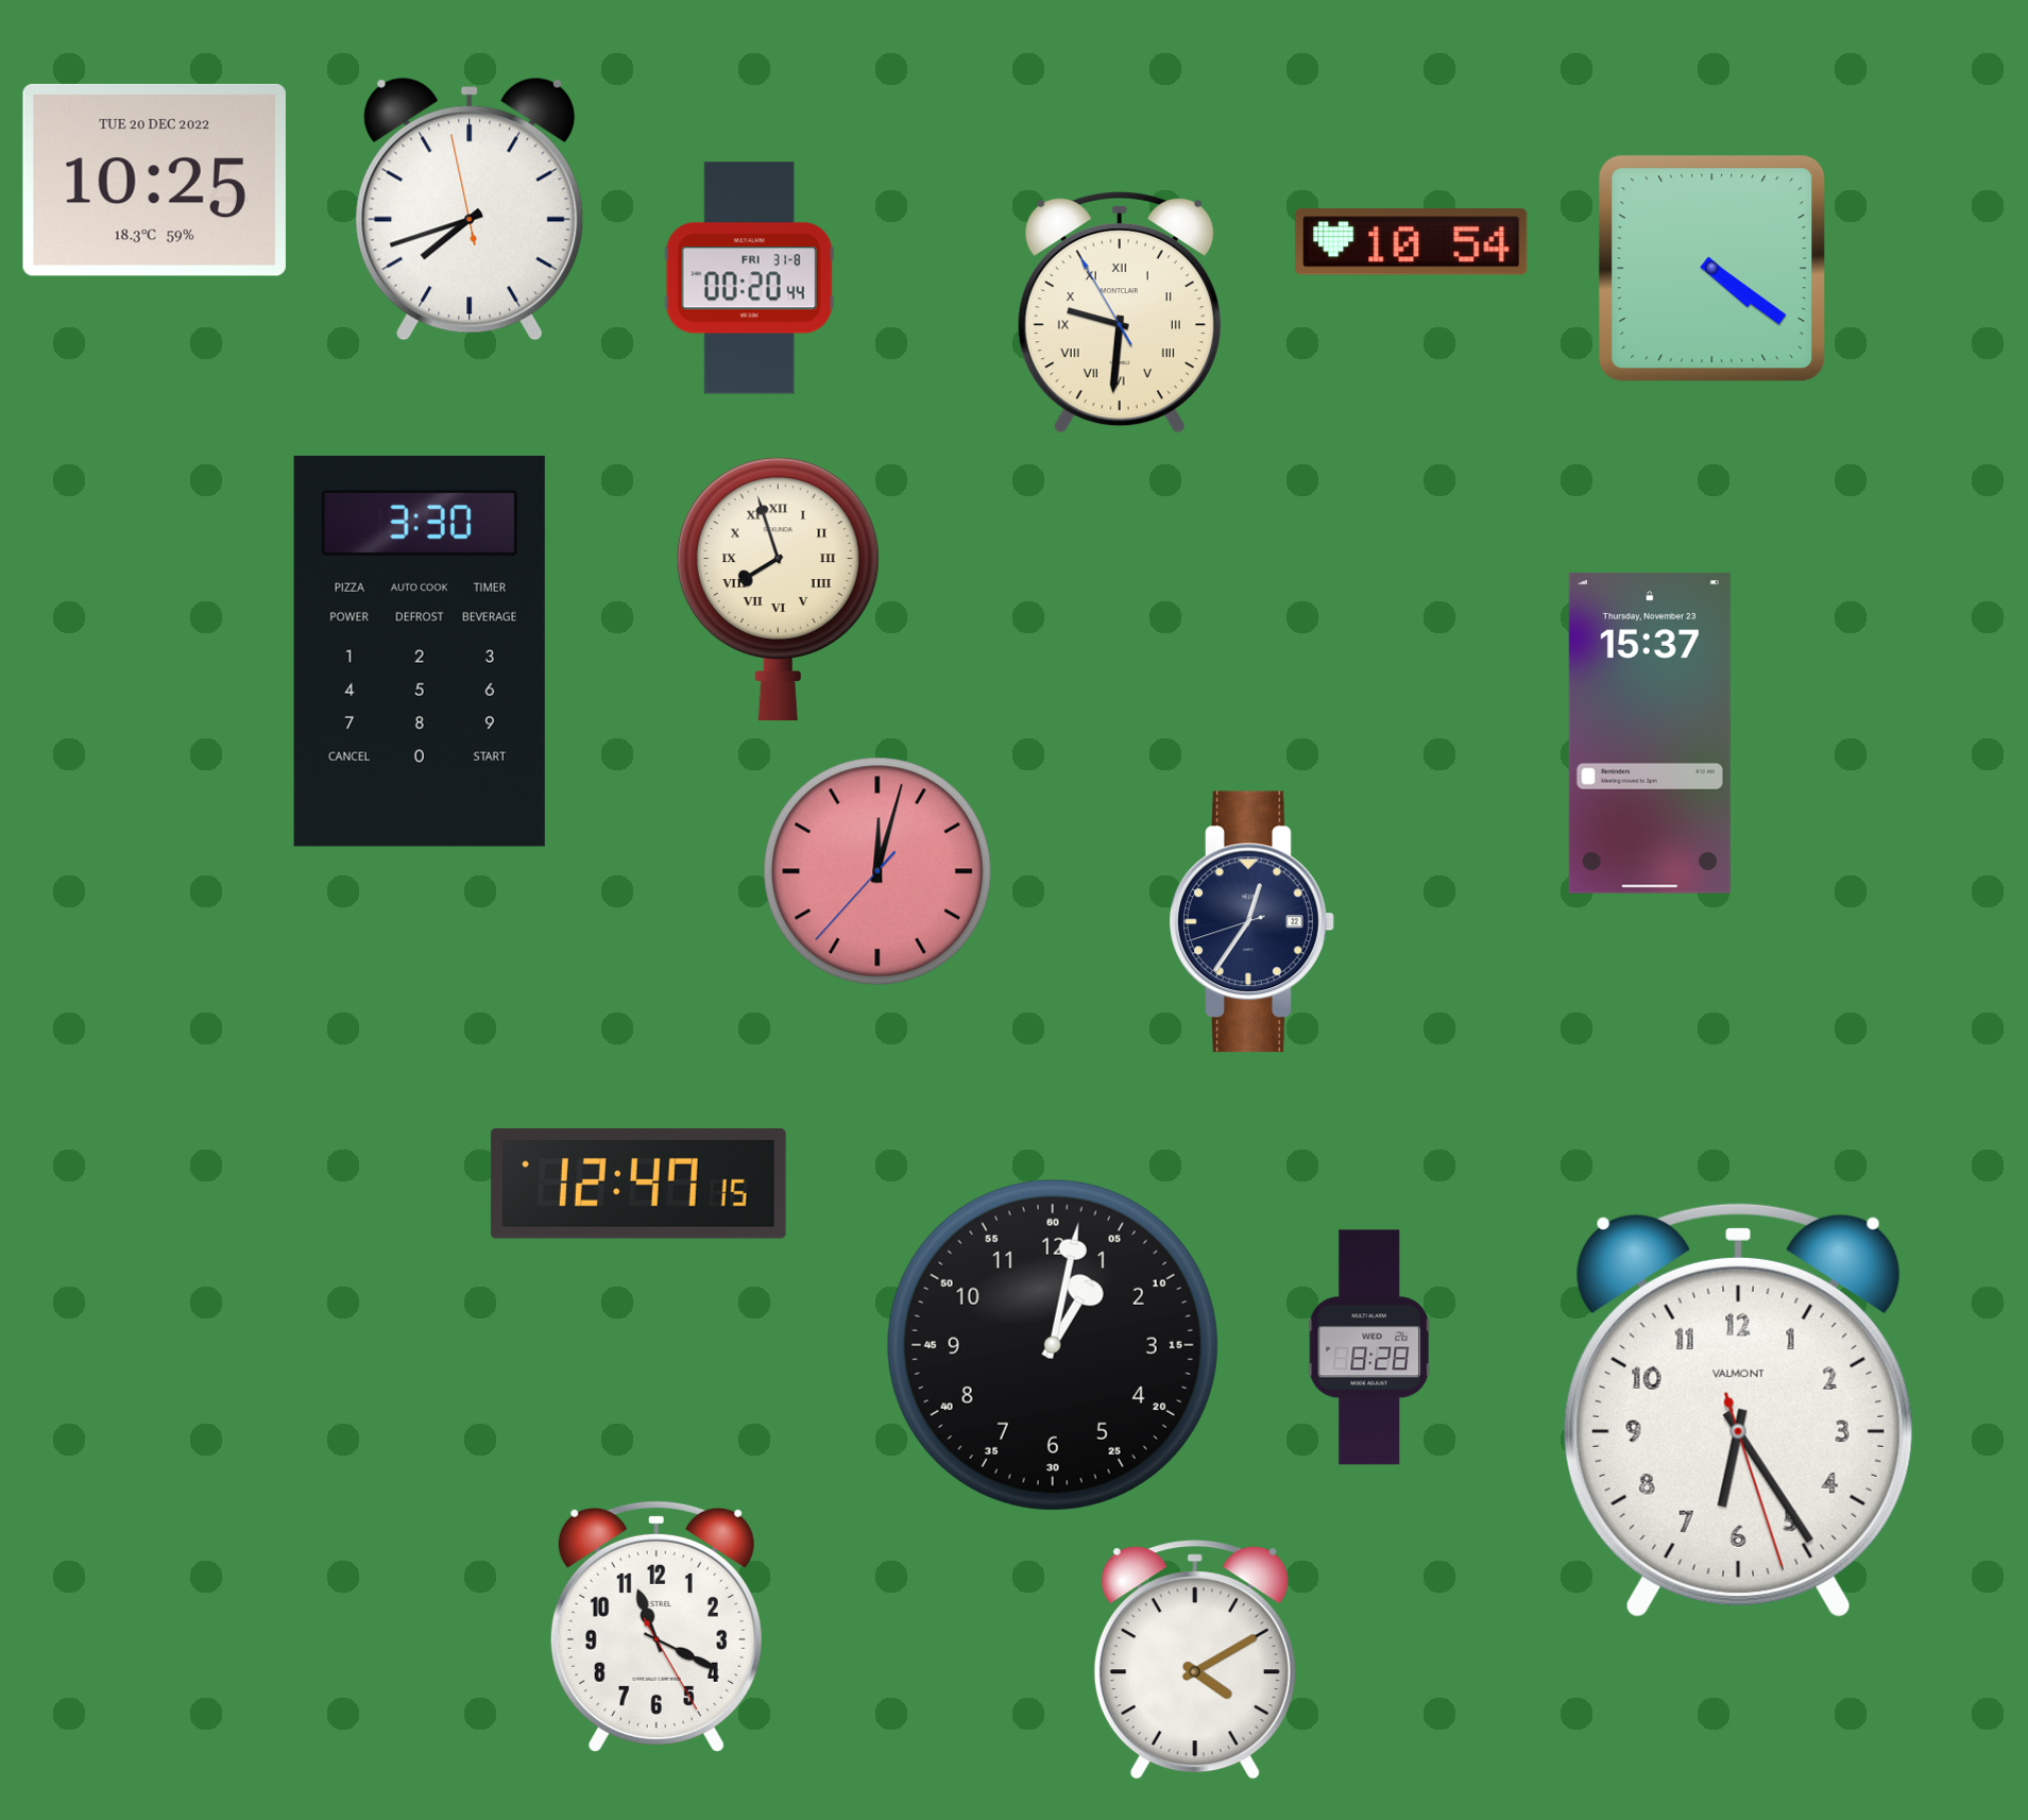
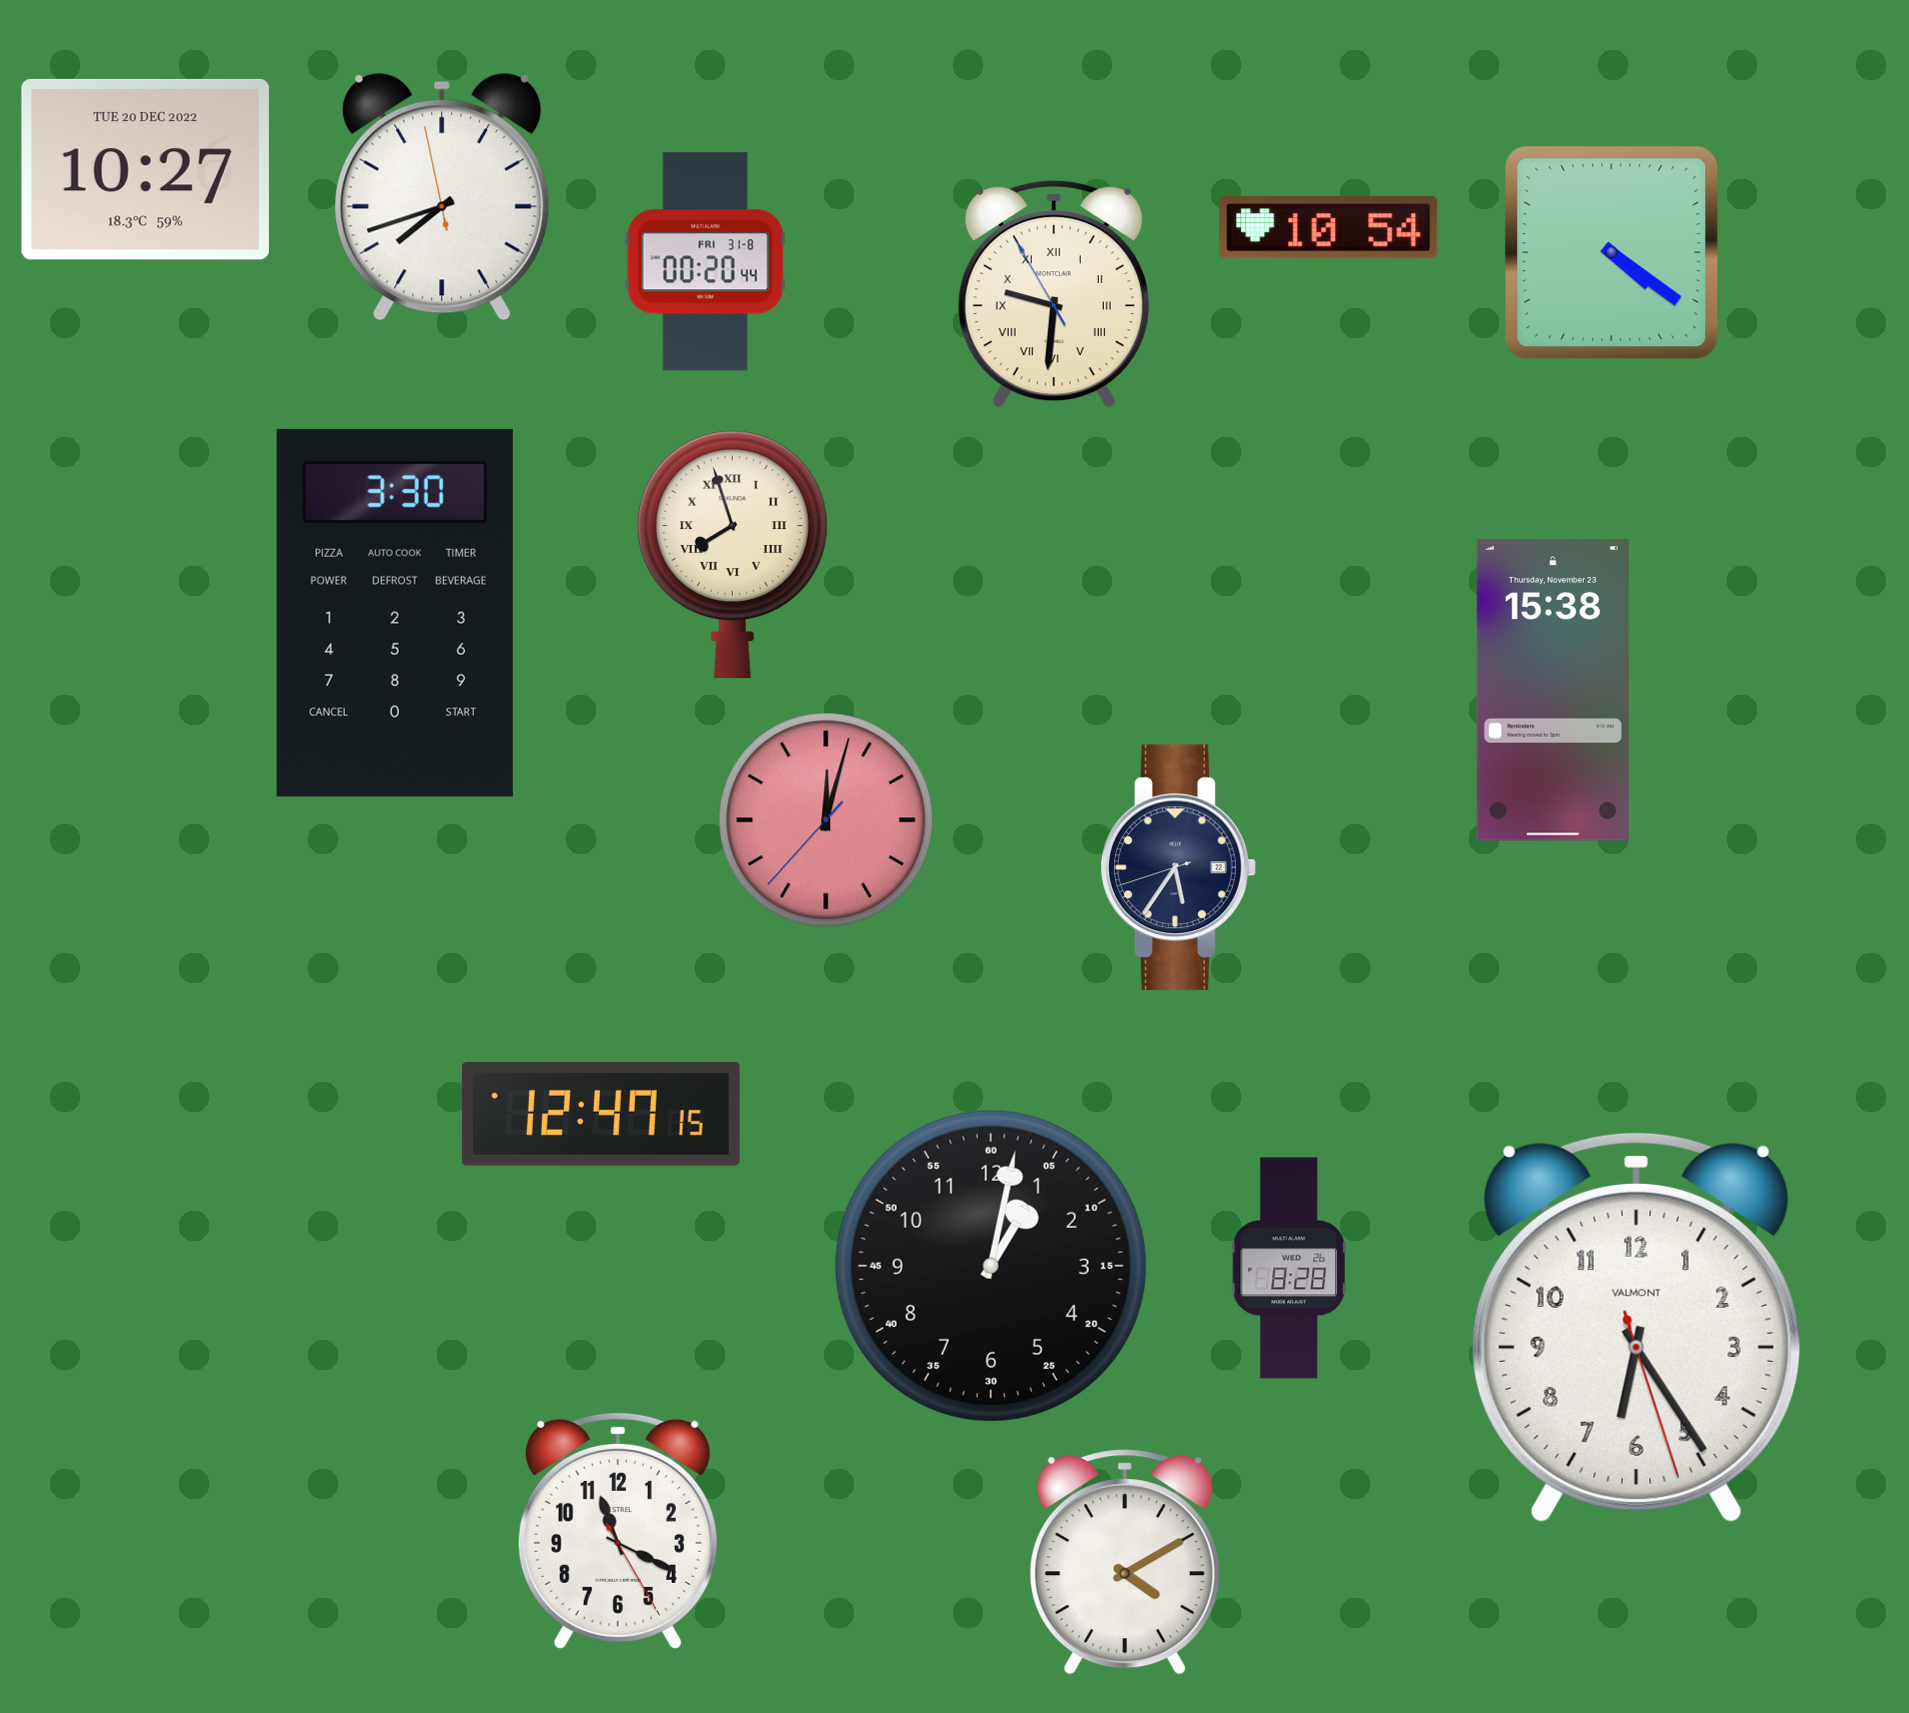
clock at (154, 180): 10:25 -> 10:27
clock at (1650, 733): 15:37 -> 15:38
clock at (1252, 922): 12:35 -> 5:35
